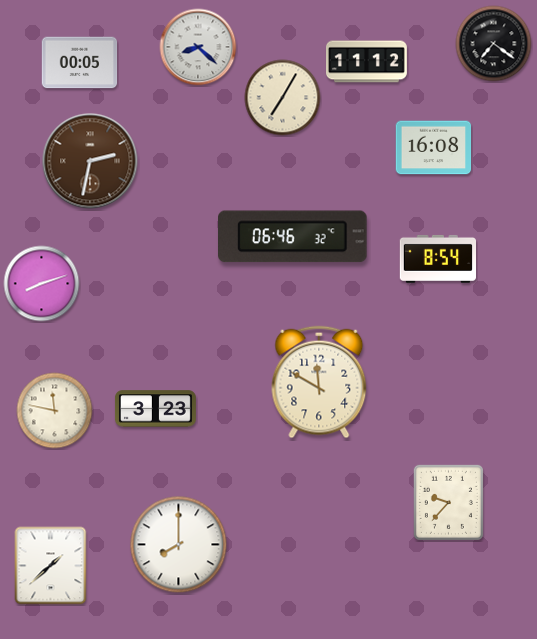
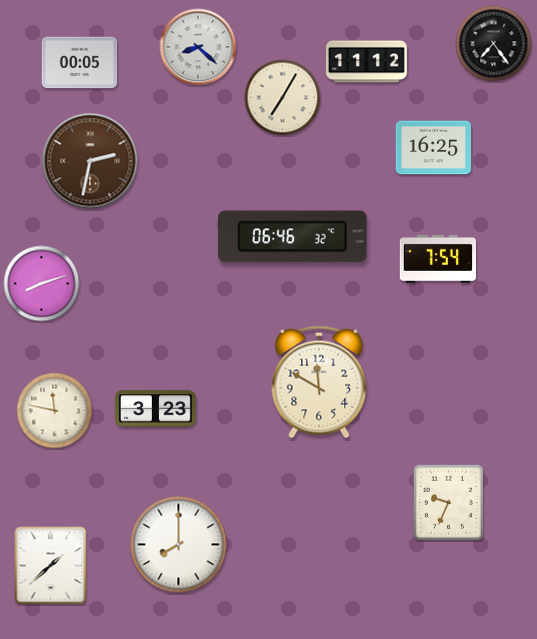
clock at (494, 44): 7:21 -> 7:24
clock at (434, 148): 16:08 -> 16:25
clock at (437, 259): 8:54 -> 7:54
clock at (448, 502): 9:37 -> 9:34
